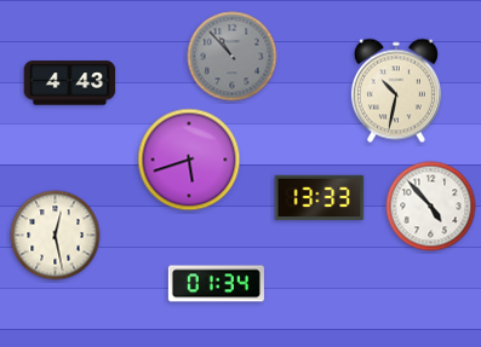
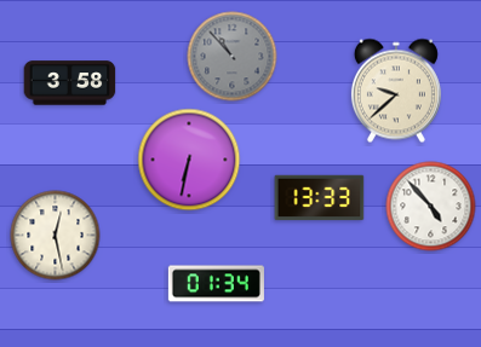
clock at (70, 83): 4:43 -> 3:58
clock at (396, 91): 10:32 -> 9:38
clock at (189, 160): 5:42 -> 6:32
